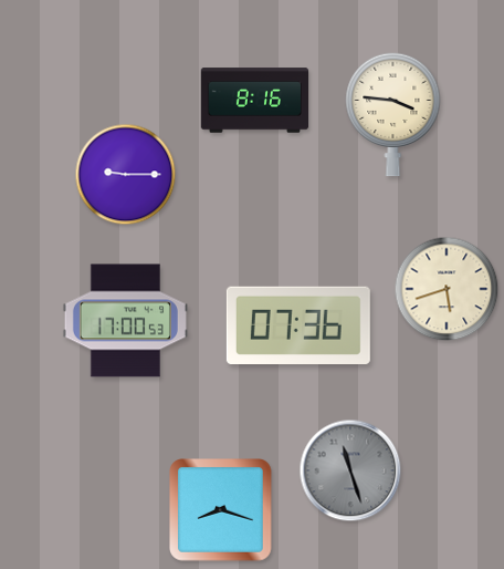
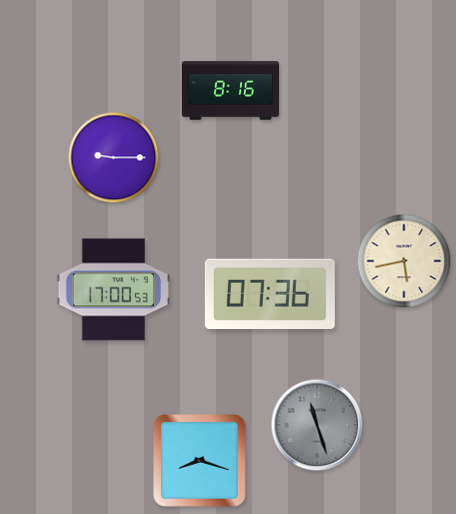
clock at (393, 114): 3:46 -> none
clock at (447, 289): 5:42 -> 5:43
